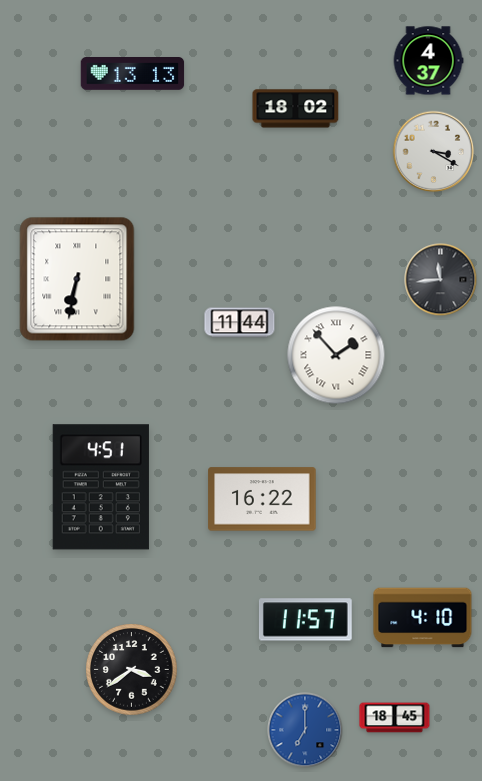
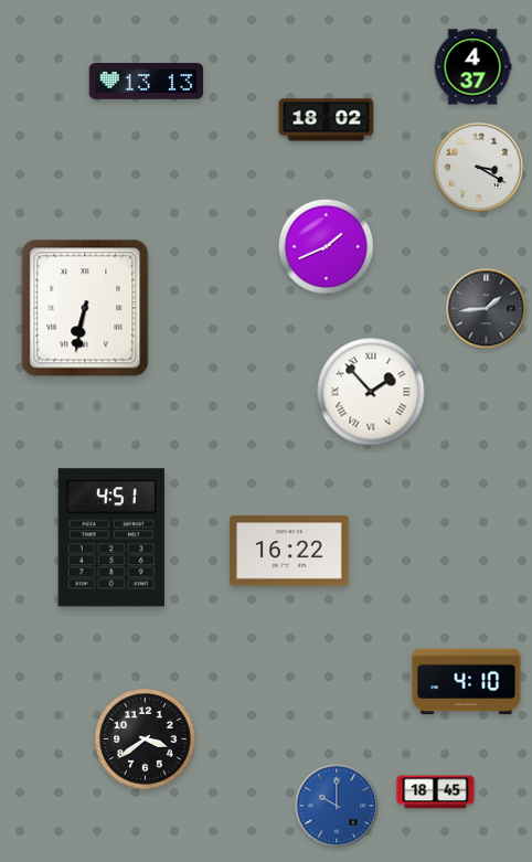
clock at (326, 246): none -> 1:41
clock at (441, 280): 11:44 -> 1:44
clock at (240, 323): 11:44 -> none
clock at (305, 620): 11:57 -> none
clock at (305, 730): 7:00 -> 10:00
